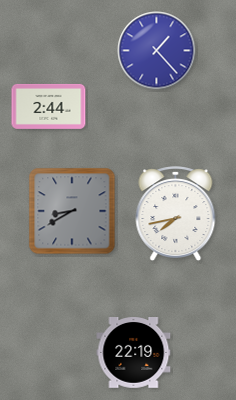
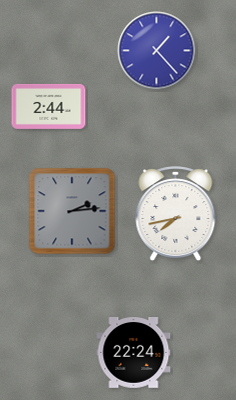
clock at (72, 211): 8:40 -> 2:14
clock at (134, 353): 22:19 -> 22:24
